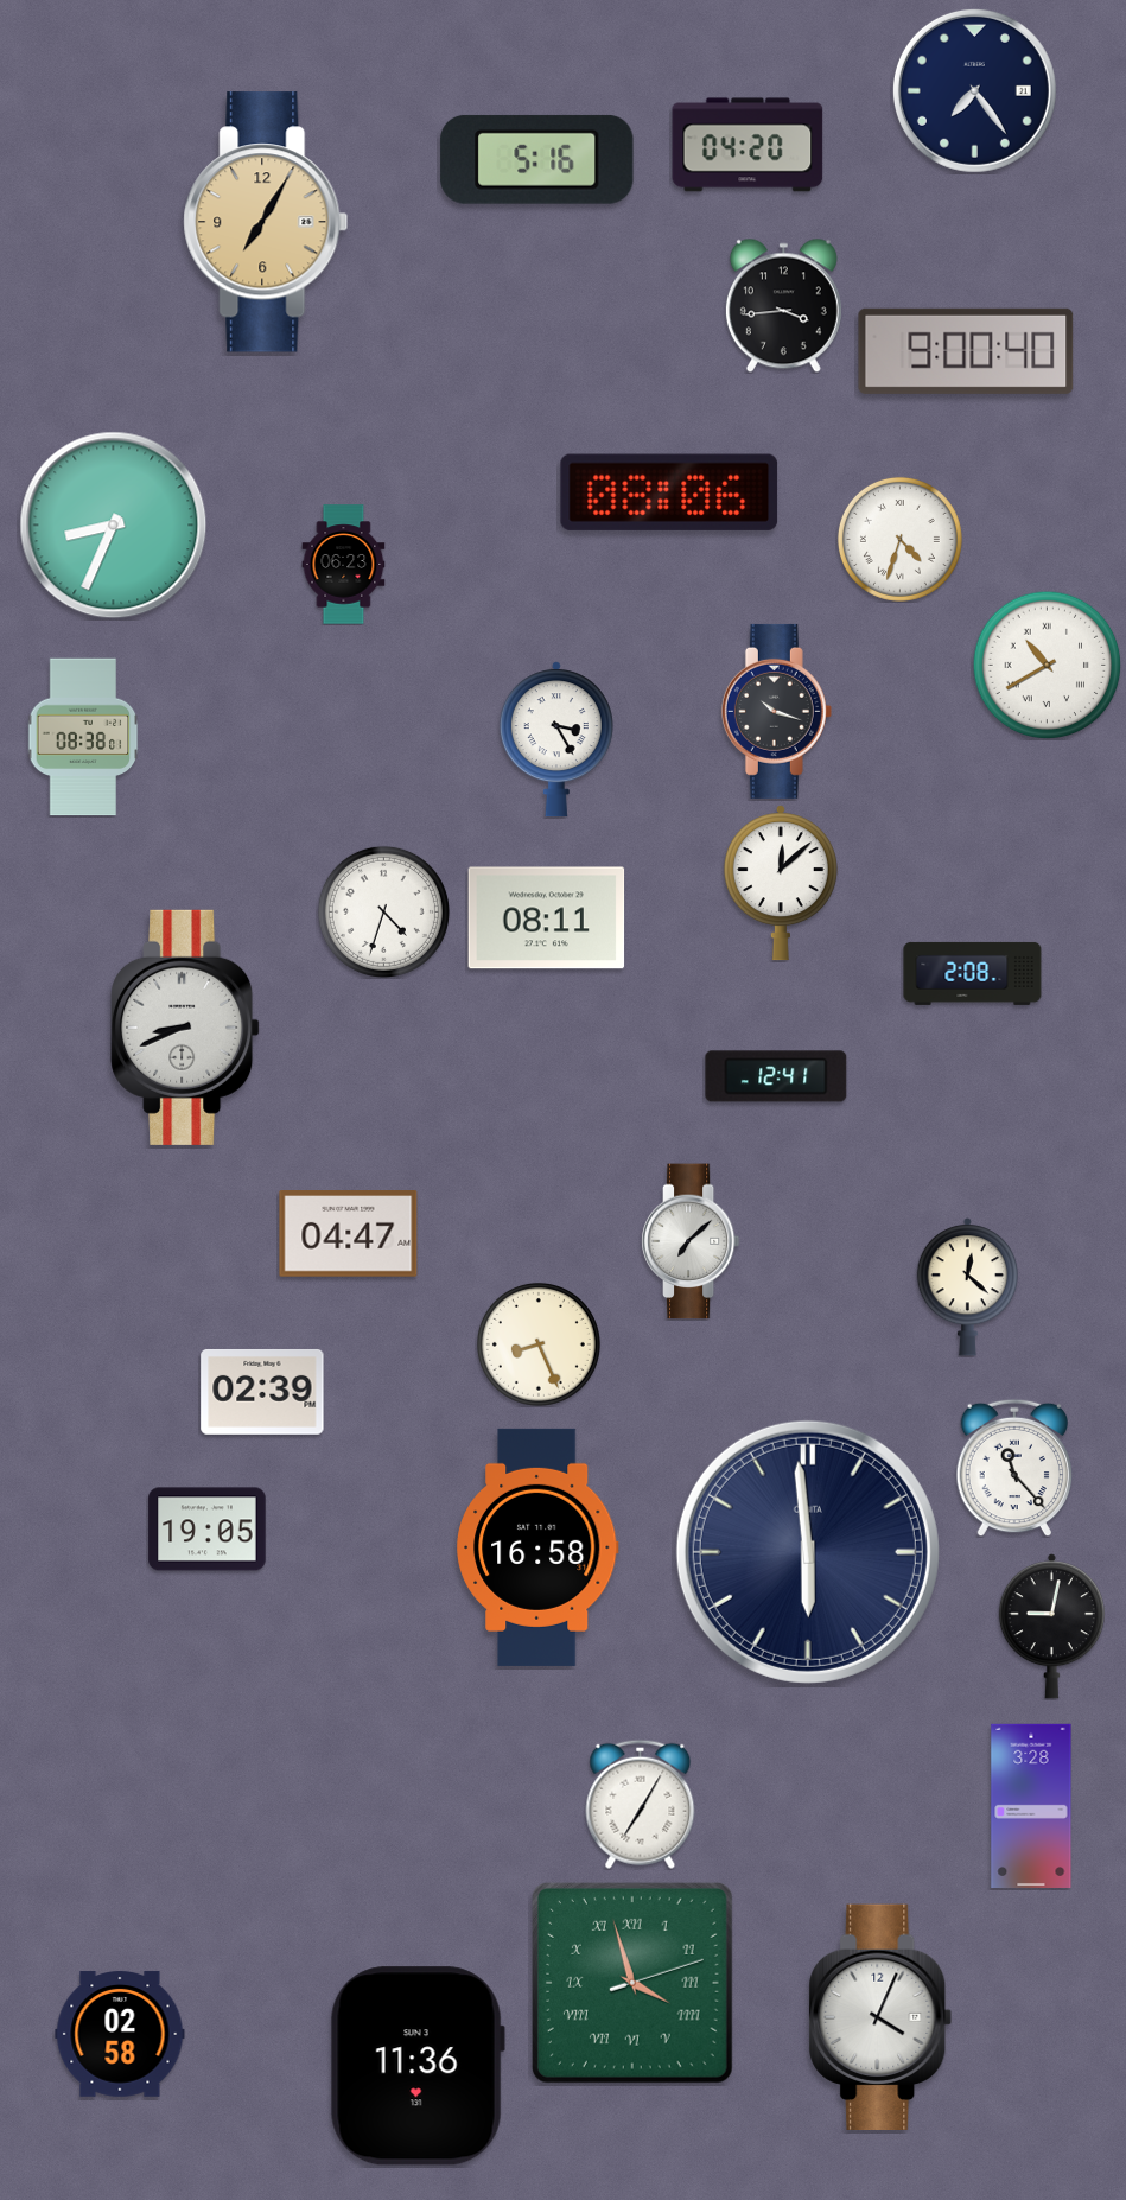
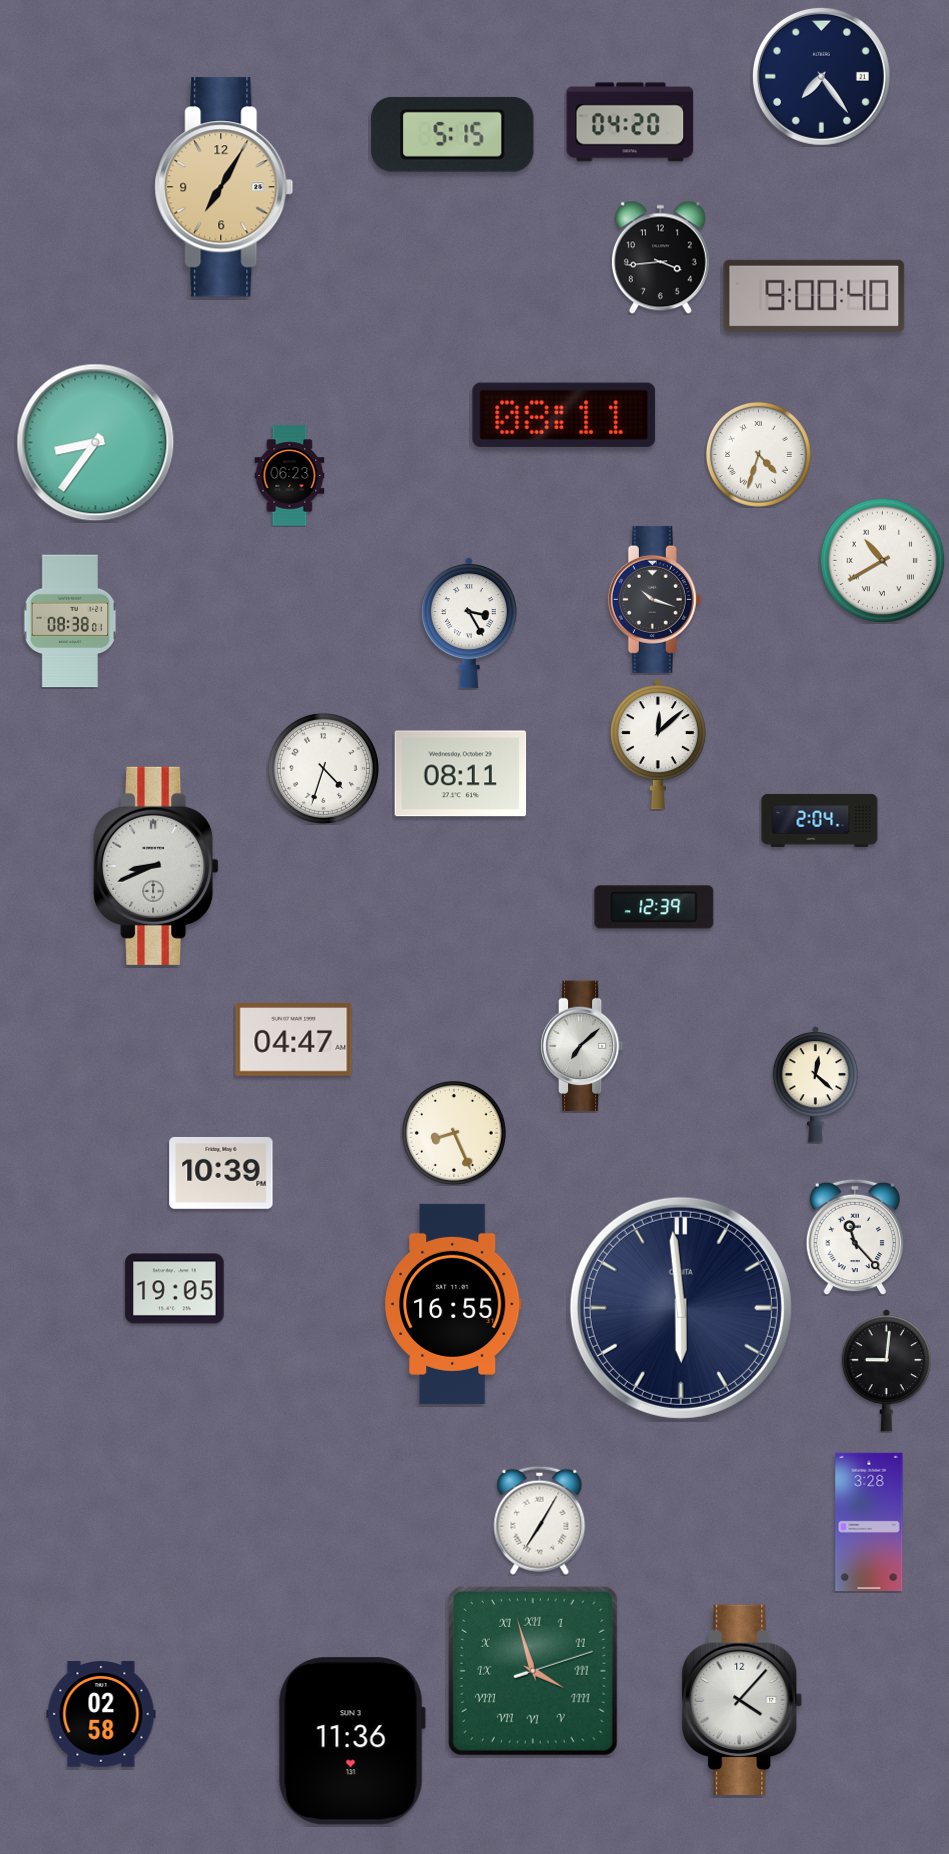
clock at (537, 159): 5:16 -> 5:15
clock at (669, 492): 08:06 -> 08:11
clock at (114, 526): 8:34 -> 8:36
clock at (973, 973): 2:08 -> 2:04
clock at (776, 1076): 12:41 -> 12:39
clock at (262, 1392): 02:39 -> 10:39
clock at (539, 1547): 16:58 -> 16:55
clock at (1051, 1627): 9:02 -> 9:01
clock at (880, 2017): 4:04 -> 4:07
